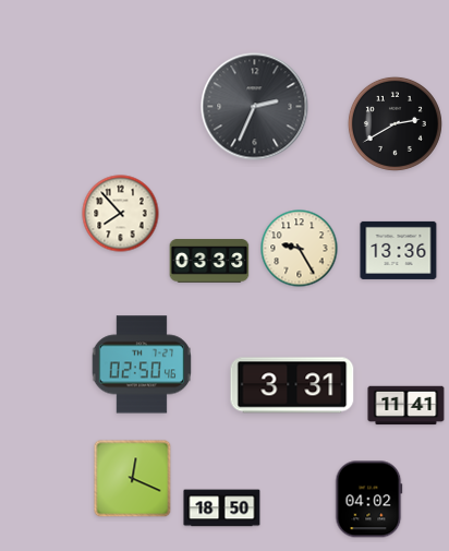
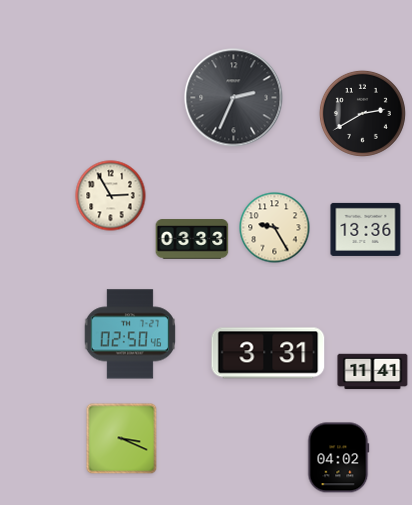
clock at (121, 214): 7:53 -> 2:55
clock at (133, 479): 12:19 -> 3:19
clock at (222, 508): 18:50 -> none
